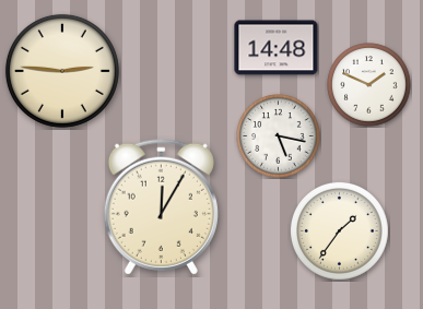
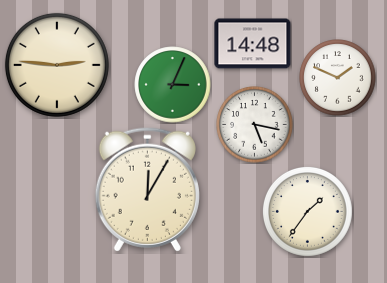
clock at (173, 85): none -> 3:04
clock at (340, 231) position: (340, 231) -> (308, 212)
